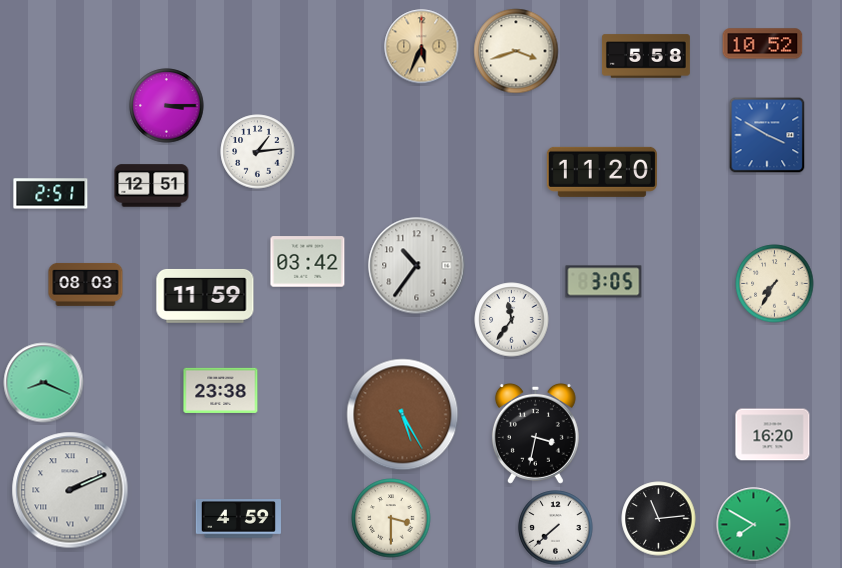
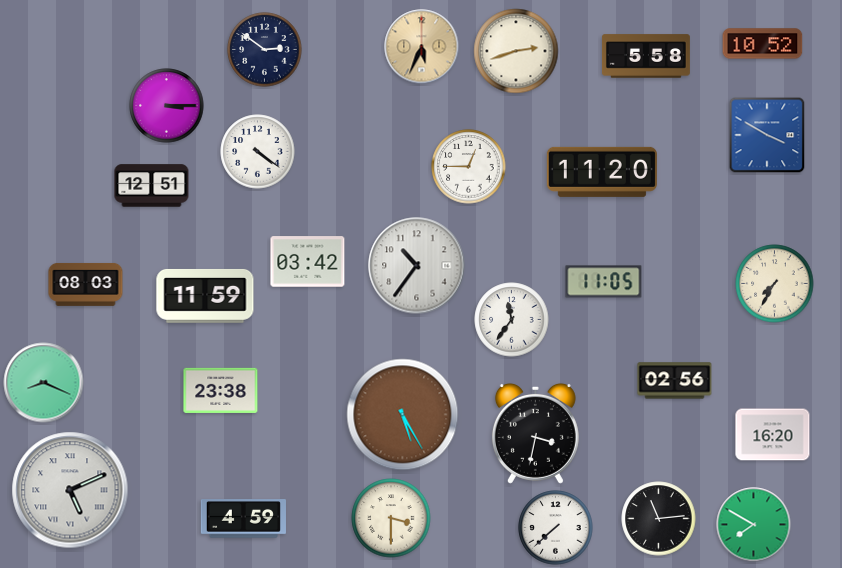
clock at (265, 50): none -> 2:51
clock at (516, 51): 3:42 -> 2:42
clock at (258, 152): 1:14 -> 4:21
clock at (469, 167): none -> 12:45
clock at (51, 194): 2:51 -> none
clock at (604, 282): 3:05 -> 11:05
clock at (675, 381): none -> 02:56
clock at (70, 490): 2:11 -> 5:11
clock at (238, 519) position: (238, 519) -> (243, 519)
